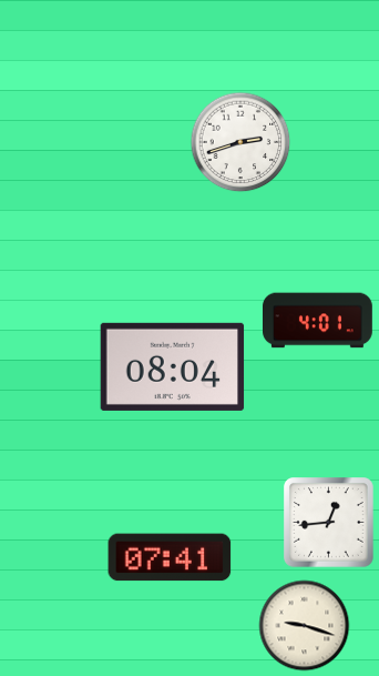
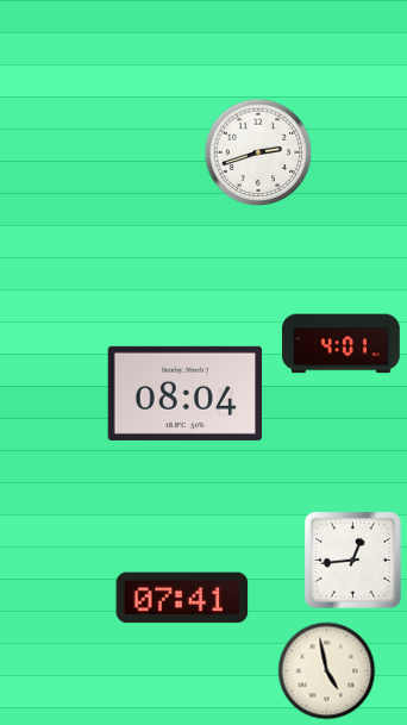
clock at (305, 626): 9:18 -> 4:58
